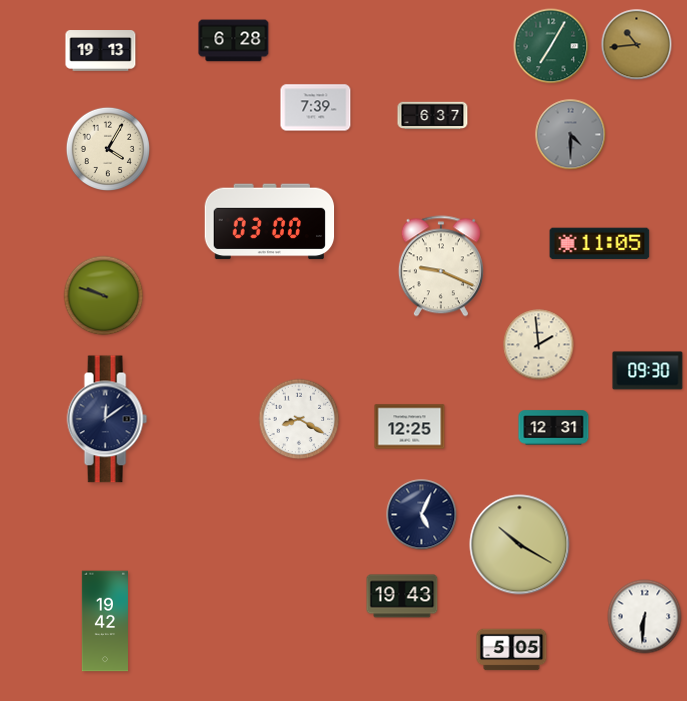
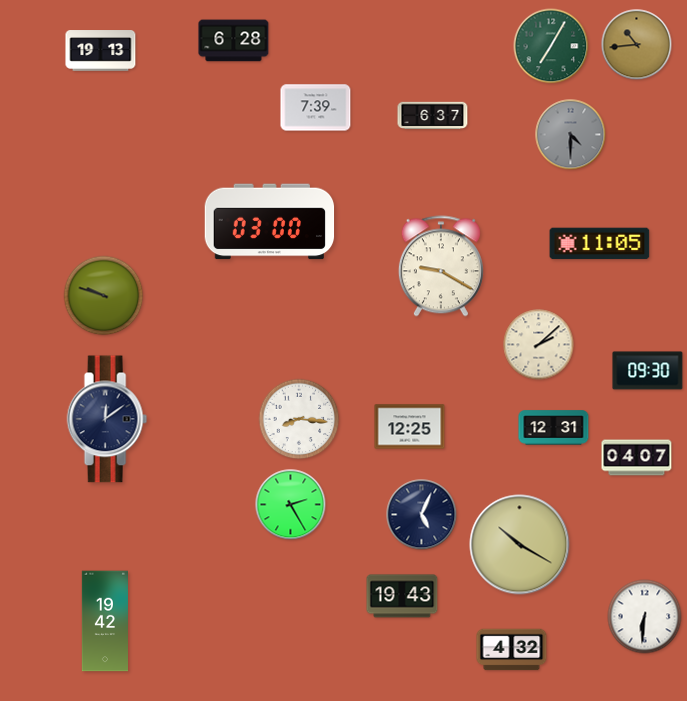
clock at (107, 148): 4:05 -> none
clock at (441, 266): 9:19 -> 9:20
clock at (539, 345): 1:59 -> 2:08
clock at (299, 419): 8:20 -> 8:16
clock at (637, 458): none -> 04:07
clock at (291, 505): none -> 2:25
clock at (512, 650): 5:05 -> 4:32
